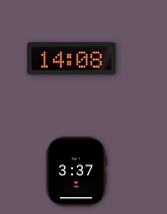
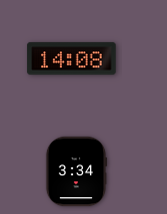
clock at (75, 172): 3:37 -> 3:34
